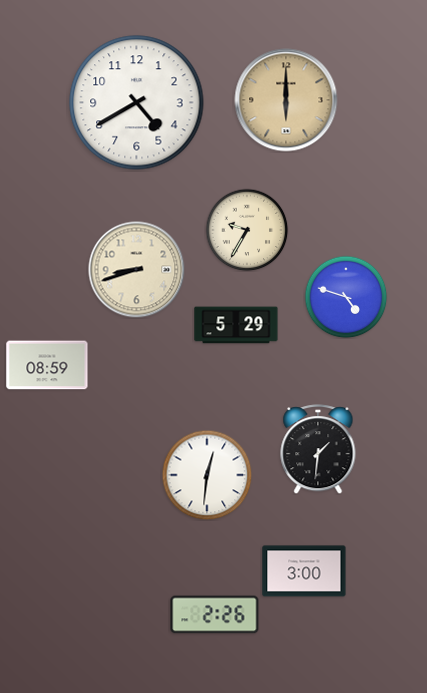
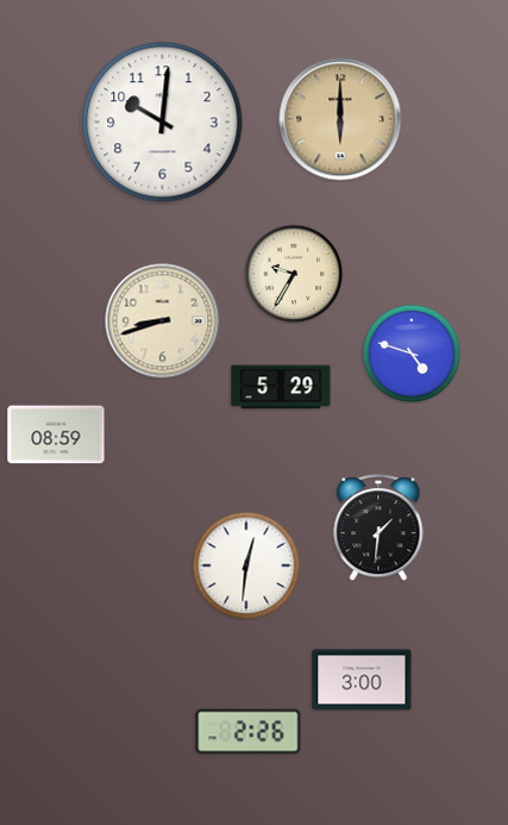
clock at (137, 103): 4:40 -> 10:01
clock at (318, 449) position: (318, 449) -> (378, 527)
clock at (215, 615) position: (215, 615) -> (249, 732)
